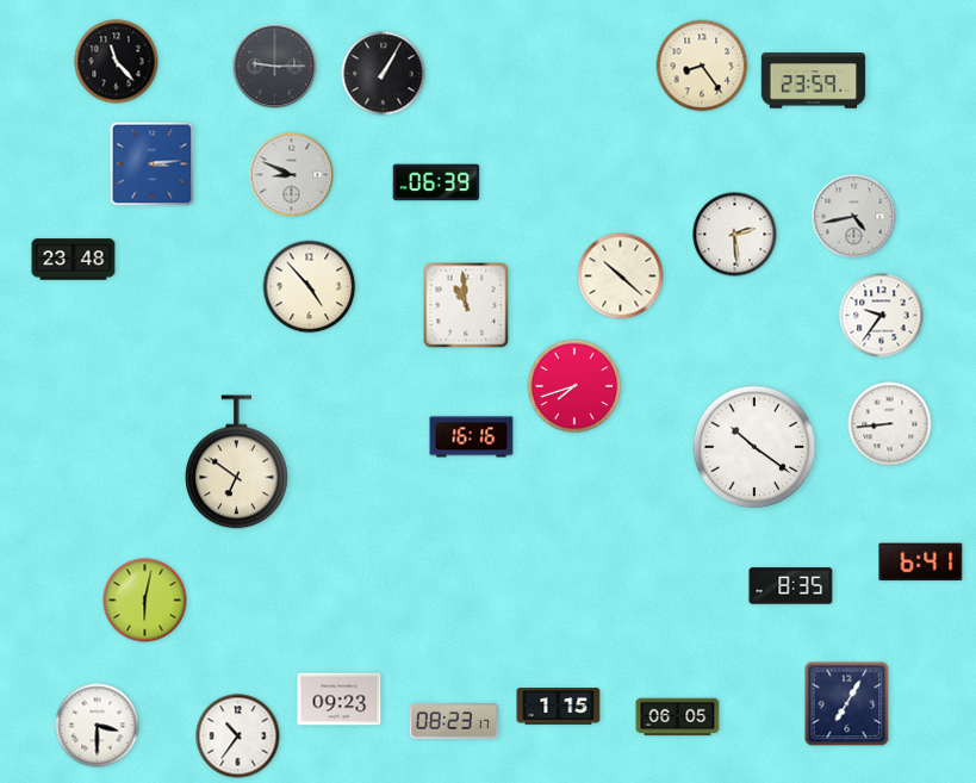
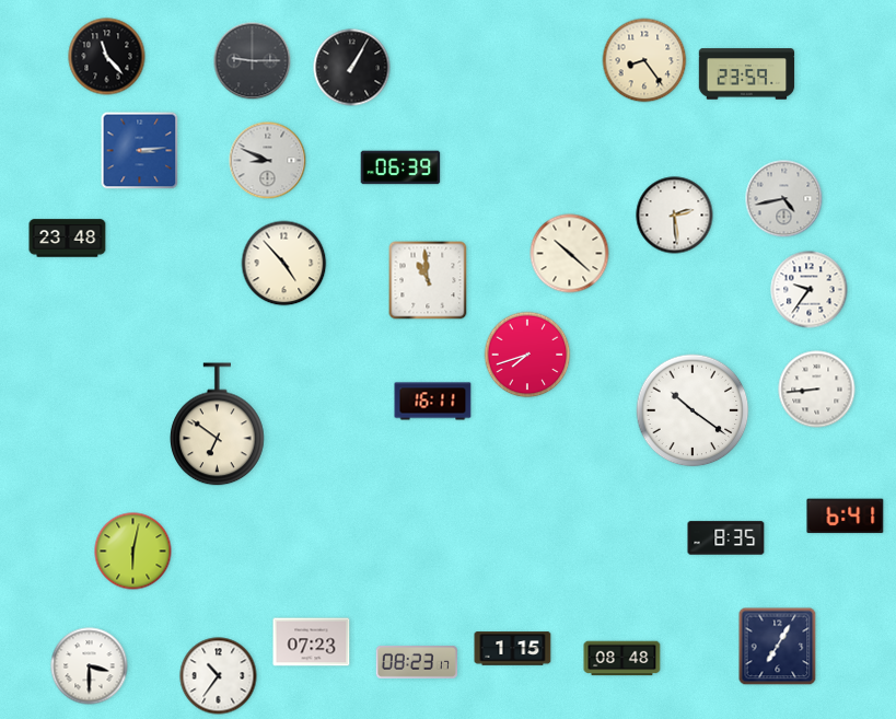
clock at (472, 437): 16:16 -> 16:11
clock at (340, 700): 09:23 -> 07:23
clock at (678, 717): 06:05 -> 08:48
